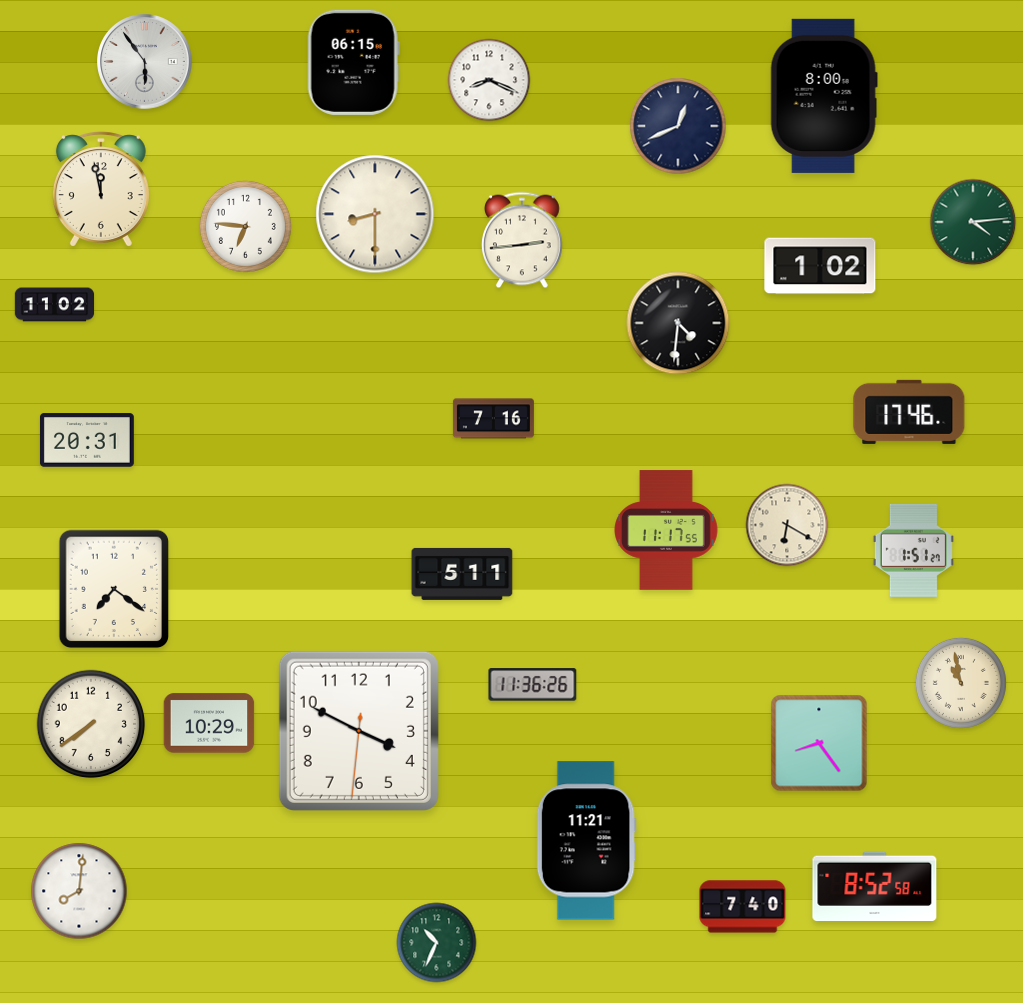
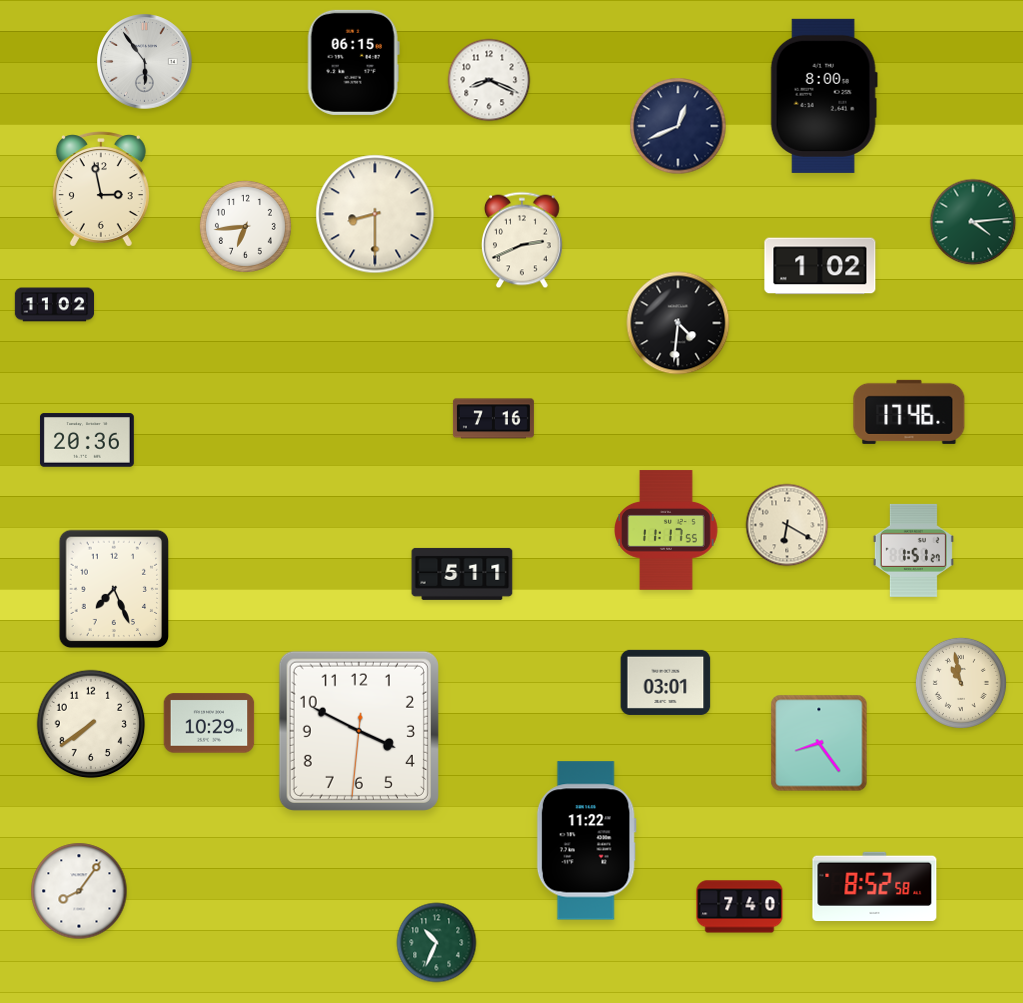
clock at (101, 189): 11:58 -> 2:58
clock at (245, 226): 6:46 -> 6:44
clock at (522, 240): 2:44 -> 2:41
clock at (87, 440): 20:31 -> 20:36
clock at (114, 589): 7:21 -> 7:26
clock at (666, 682): none -> 03:01
clock at (533, 685): 11:36 -> none
clock at (586, 841): 11:21 -> 11:22
clock at (79, 891): 8:01 -> 8:06
clock at (743, 907) position: (743, 907) -> (740, 907)
